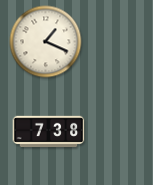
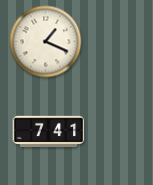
clock at (49, 132): 7:38 -> 7:41
